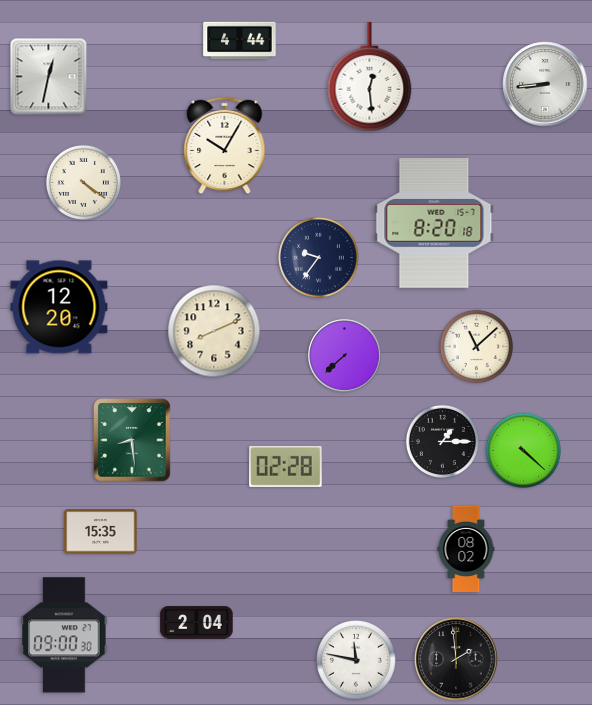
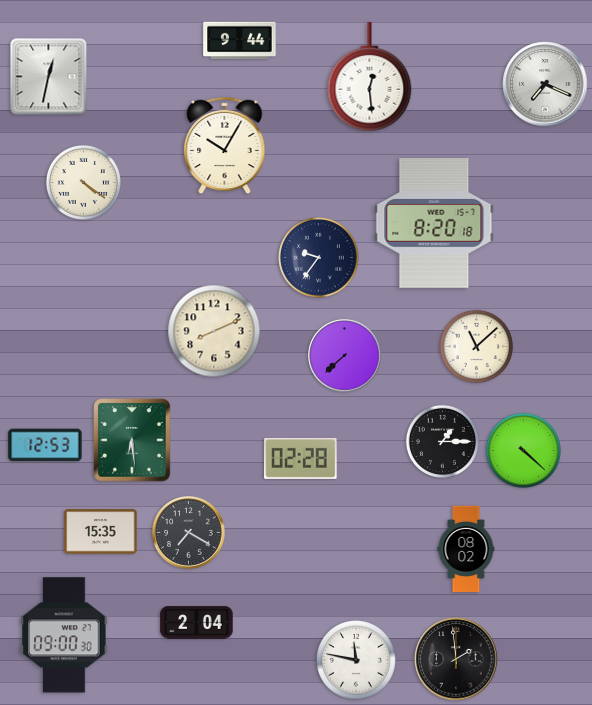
clock at (240, 41): 4:44 -> 9:44
clock at (545, 84): 8:44 -> 7:19
clock at (59, 307): 12:20 -> none
clock at (132, 440): 8:29 -> 6:29
clock at (45, 445): none -> 12:53
clock at (286, 466) position: (286, 466) -> (301, 458)
clock at (189, 533): none -> 7:20
